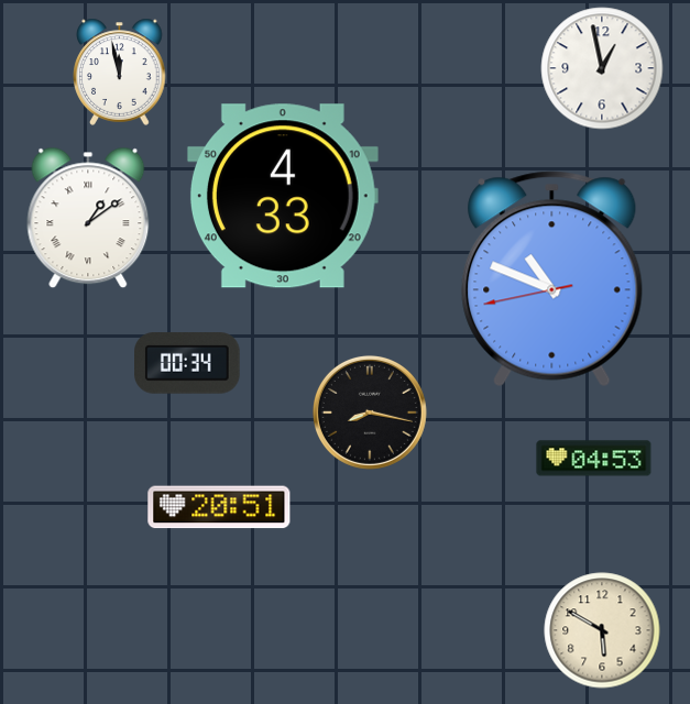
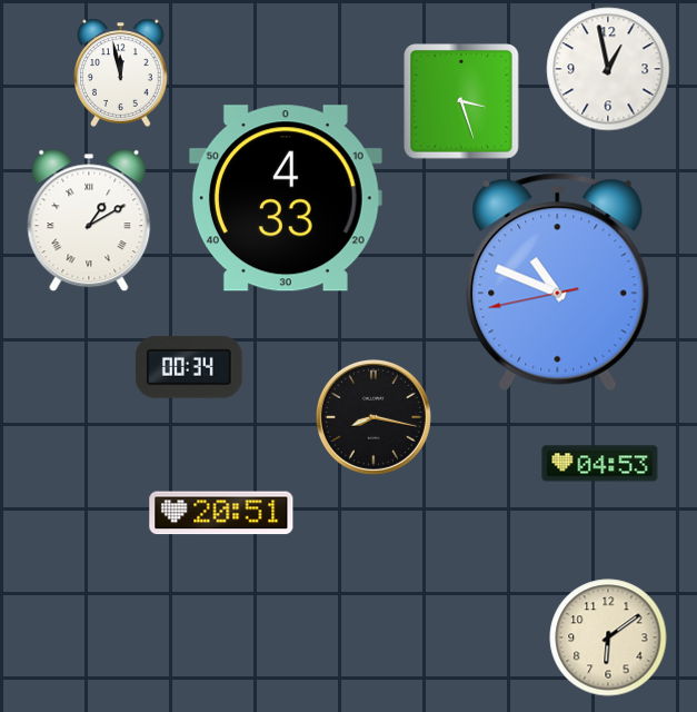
clock at (462, 102): none -> 3:27
clock at (88, 218): 1:09 -> 1:10
clock at (602, 630): 5:50 -> 6:09
